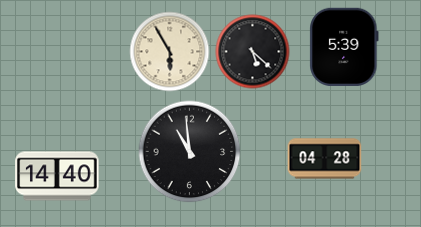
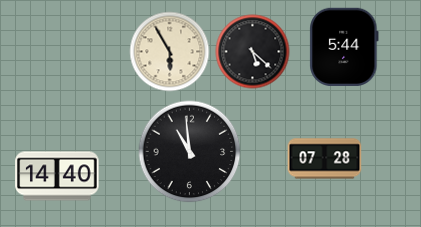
clock at (344, 47): 5:39 -> 5:44
clock at (325, 159): 04:28 -> 07:28
